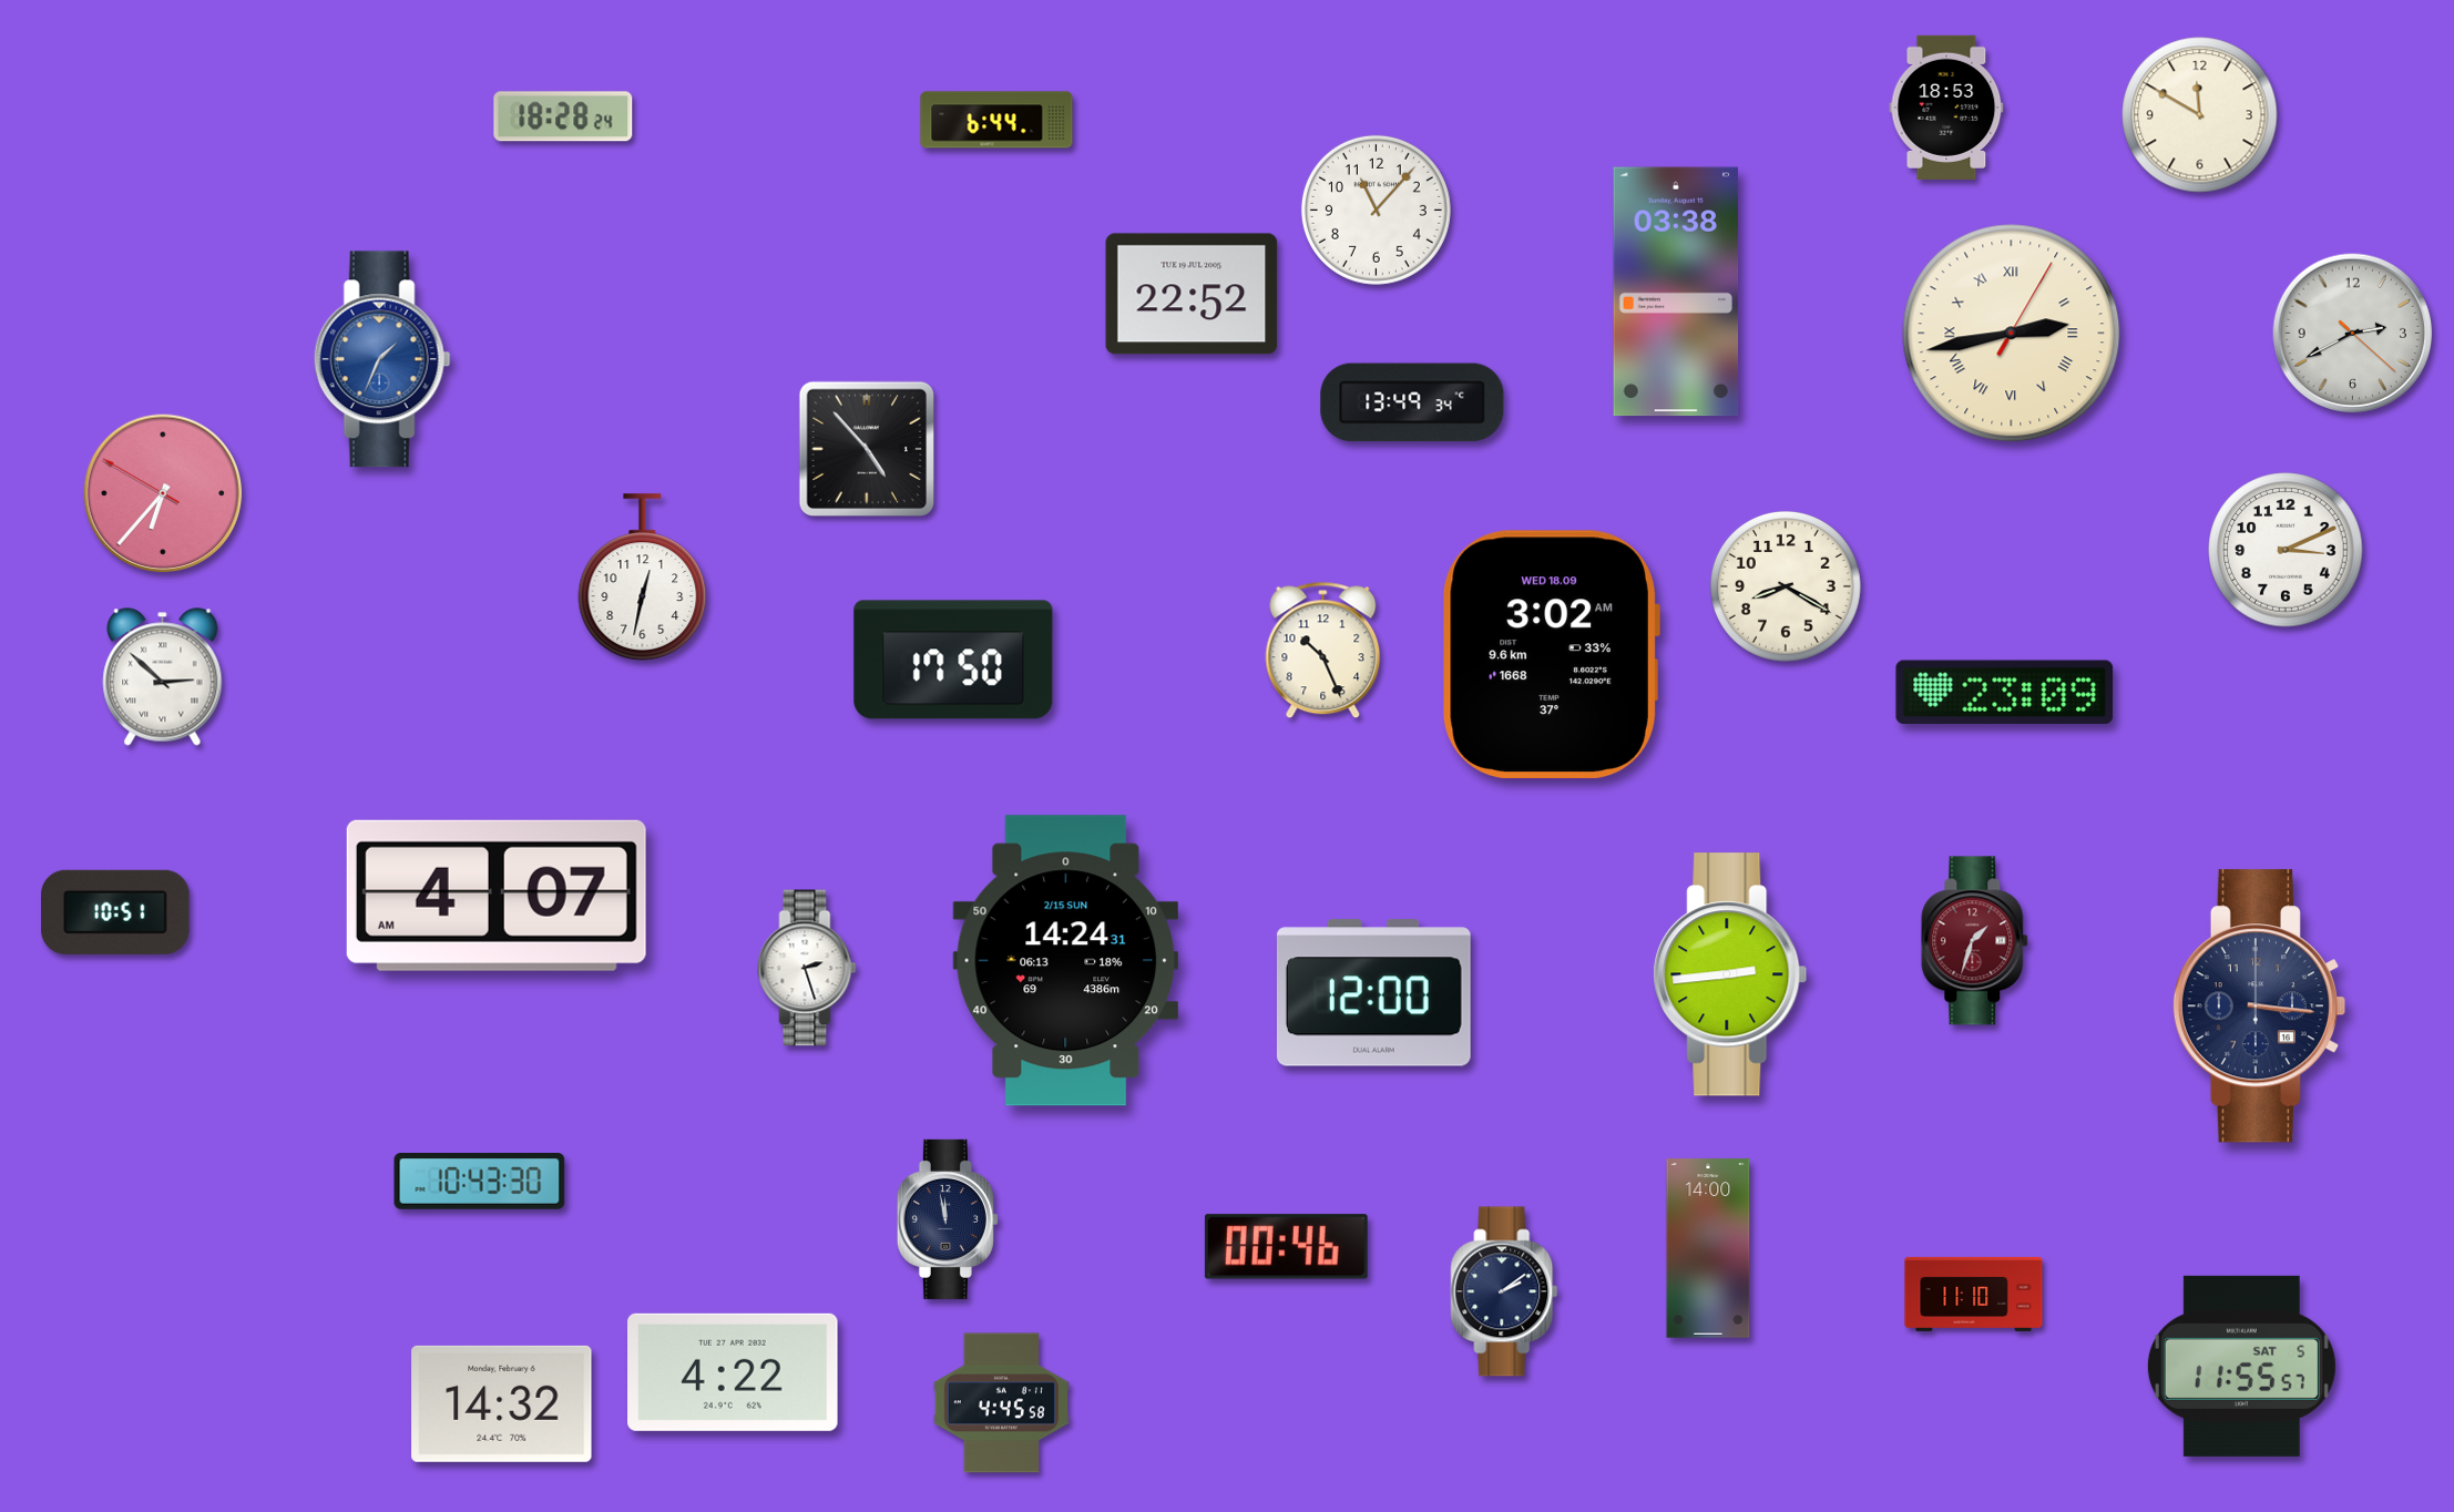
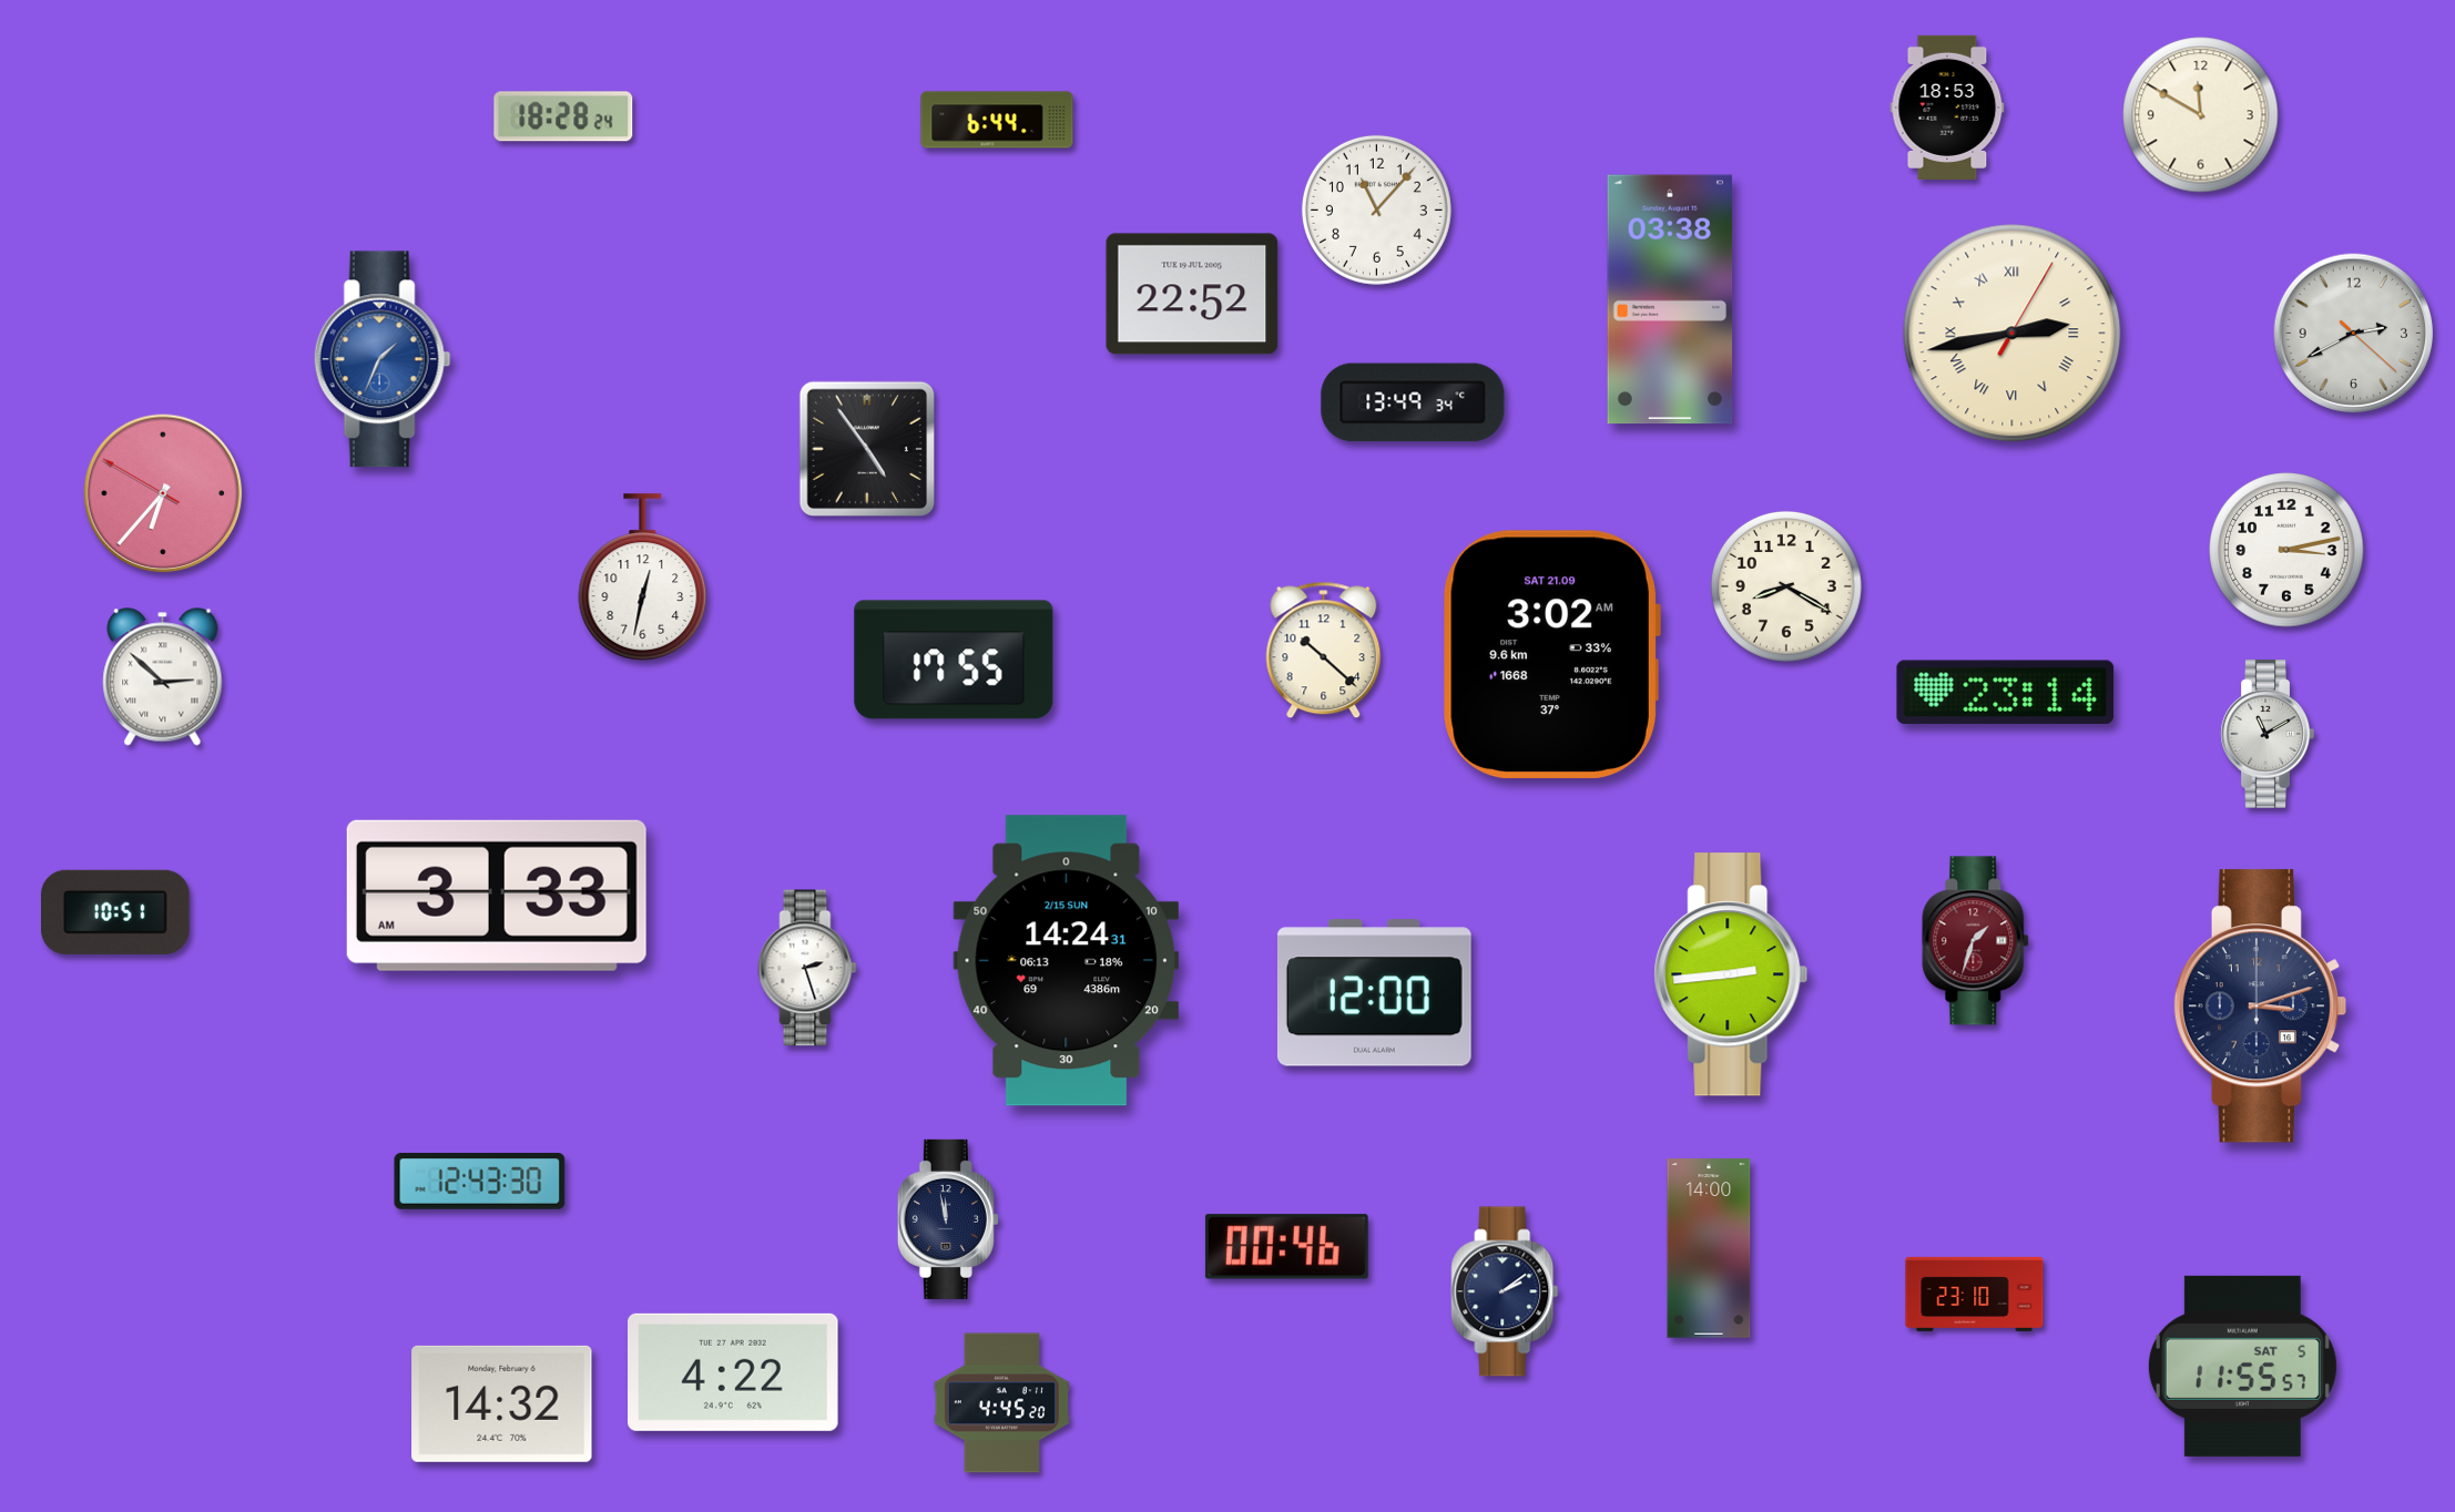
clock at (1676, 292) position: (1676, 292) -> (1670, 299)
clock at (866, 448): 4:53 -> 4:54
clock at (2286, 550): 3:11 -> 3:13
clock at (1323, 651): 10:26 -> 10:22
clock at (1551, 654) date: WED 18.09 -> SAT 21.09
clock at (953, 660): 17:50 -> 17:55
clock at (2005, 692): 23:09 -> 23:14
clock at (2268, 734): none -> 11:10
clock at (497, 896): 4:07 -> 3:33
clock at (2259, 1007): 3:16 -> 3:12
clock at (480, 1182): 10:43 -> 12:43
clock at (1974, 1294): 11:10 -> 23:10
clock at (1001, 1403): 4:45:58 -> 4:45:20
